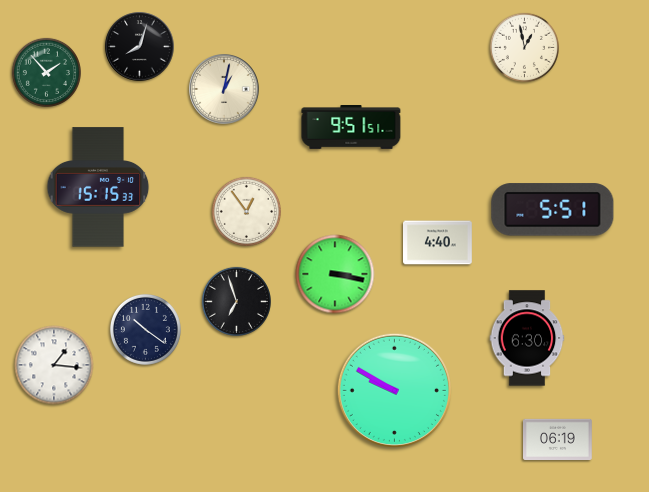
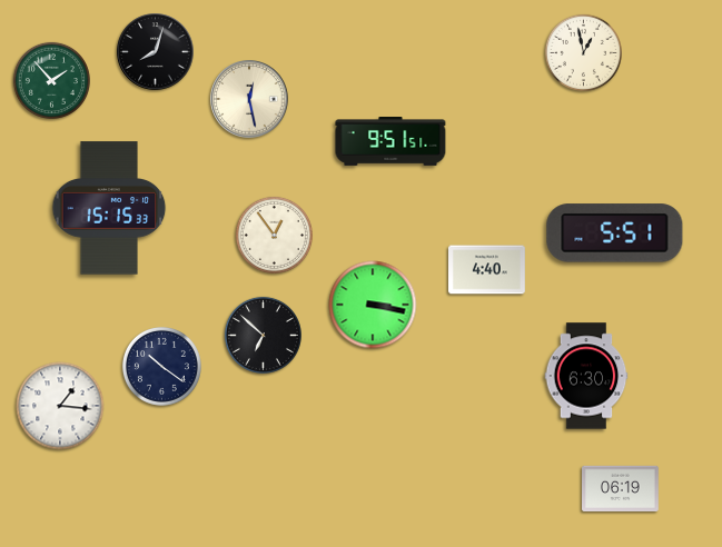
clock at (224, 89): 1:02 -> 12:28
clock at (236, 301): 6:57 -> 6:52
clock at (394, 390): 9:50 -> none
